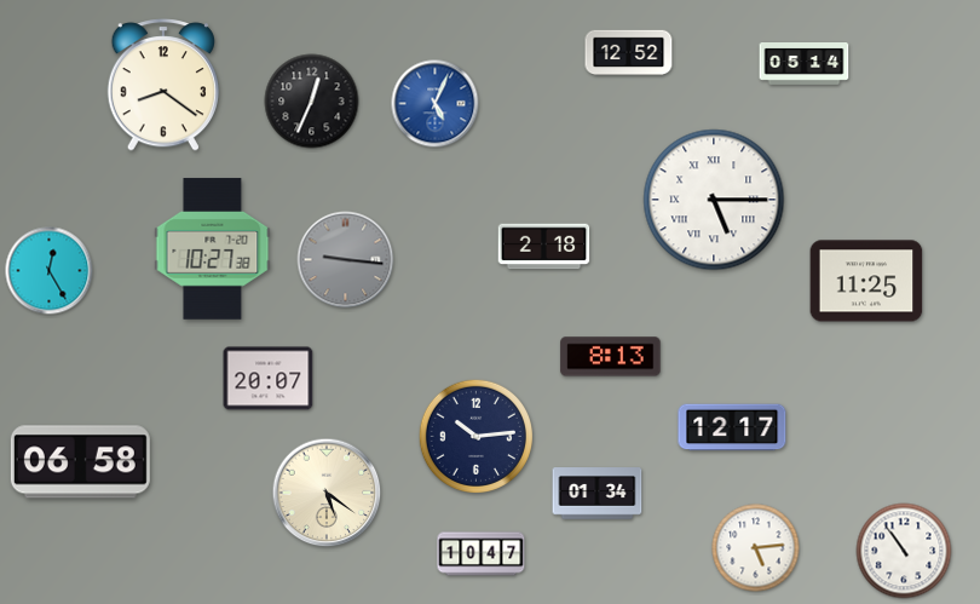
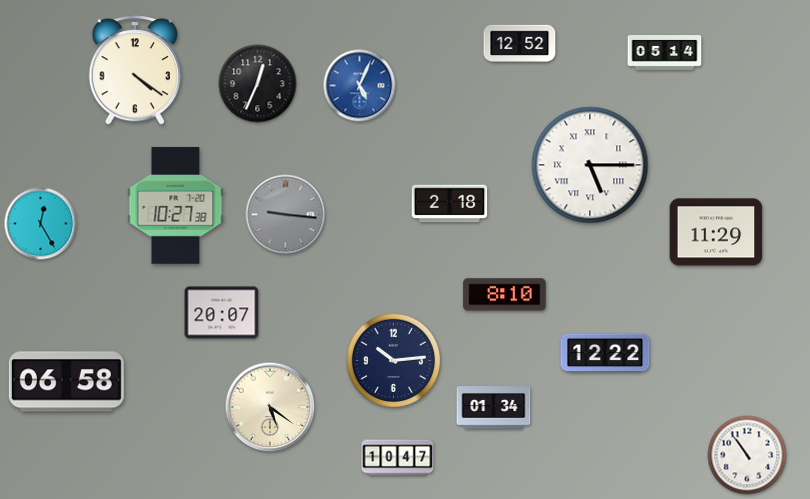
clock at (162, 85): 8:21 -> 4:21
clock at (866, 281): 11:25 -> 11:29
clock at (611, 357): 8:13 -> 8:10
clock at (732, 427): 12:17 -> 12:22
clock at (756, 548): 5:14 -> none
